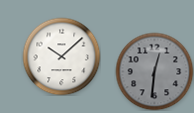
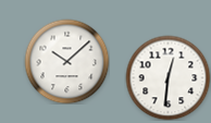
clock at (154, 71) dial: grey -> white
